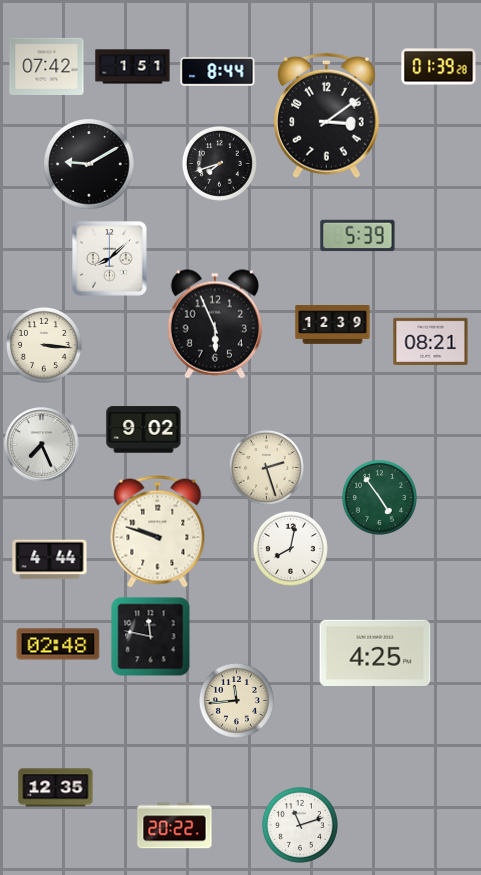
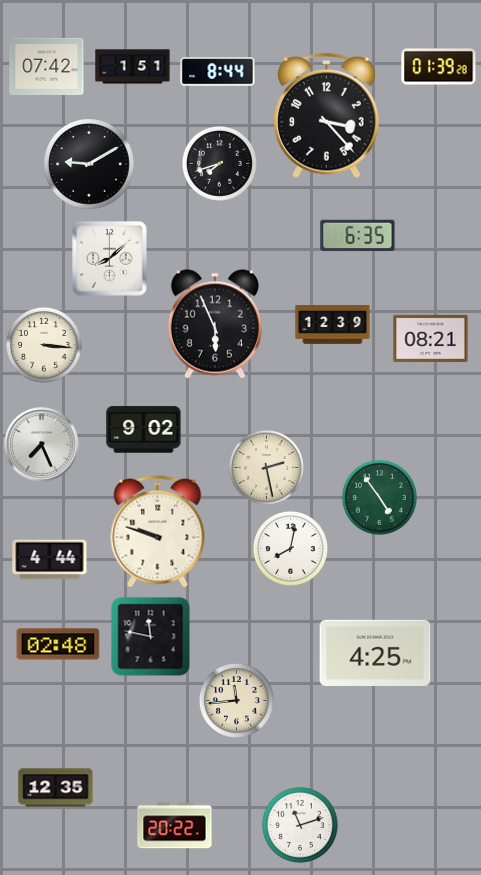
clock at (327, 116): 3:09 -> 3:23
clock at (358, 236): 5:39 -> 6:35
clock at (431, 341) position: (431, 341) -> (431, 338)
clock at (266, 467): 2:27 -> 2:28
